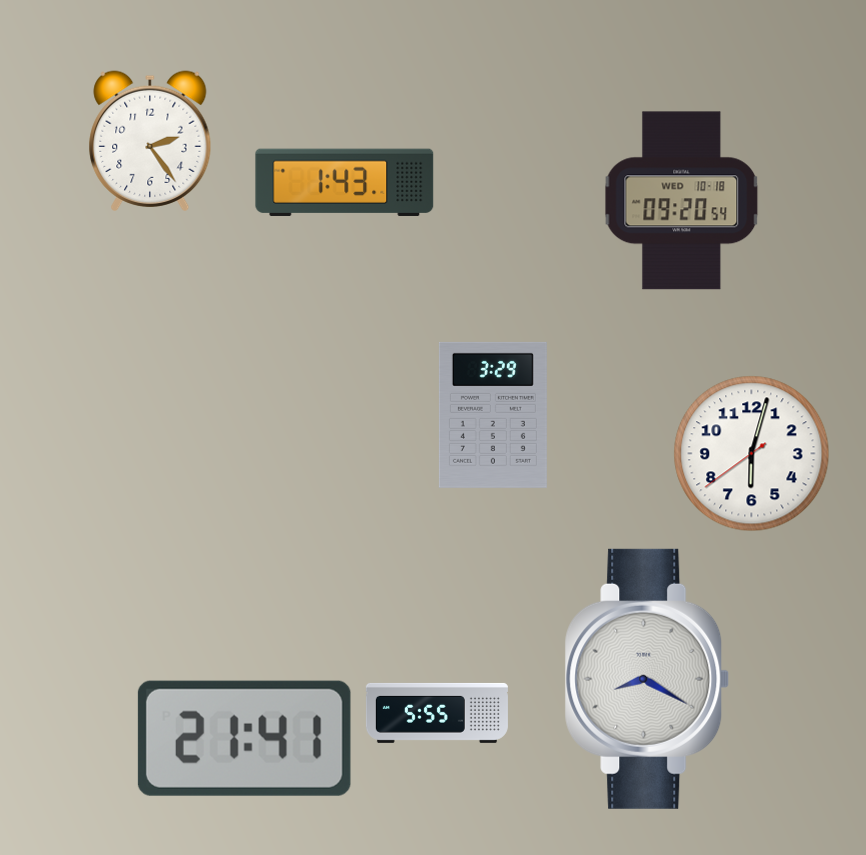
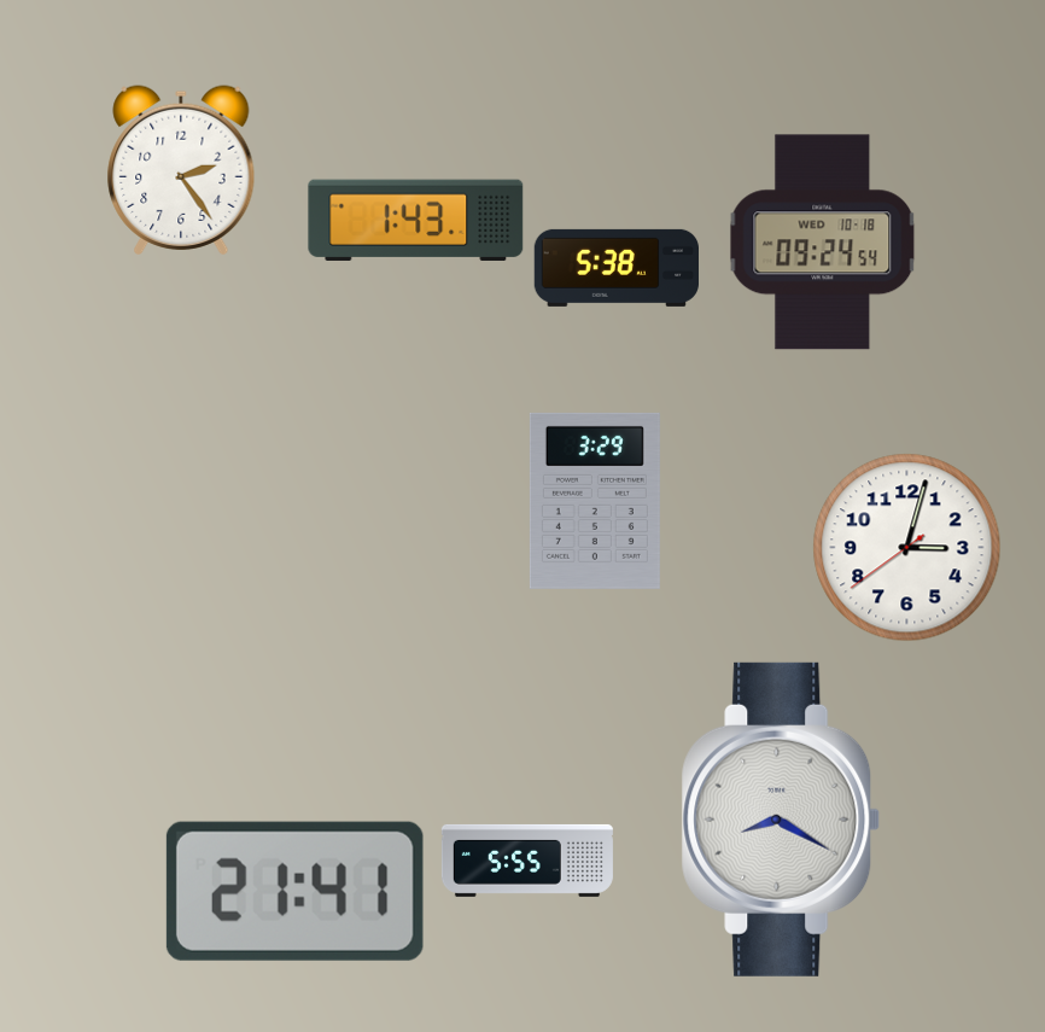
clock at (682, 201): 09:20 -> 09:24
clock at (615, 268): none -> 5:38
clock at (752, 454): 6:02 -> 3:02
